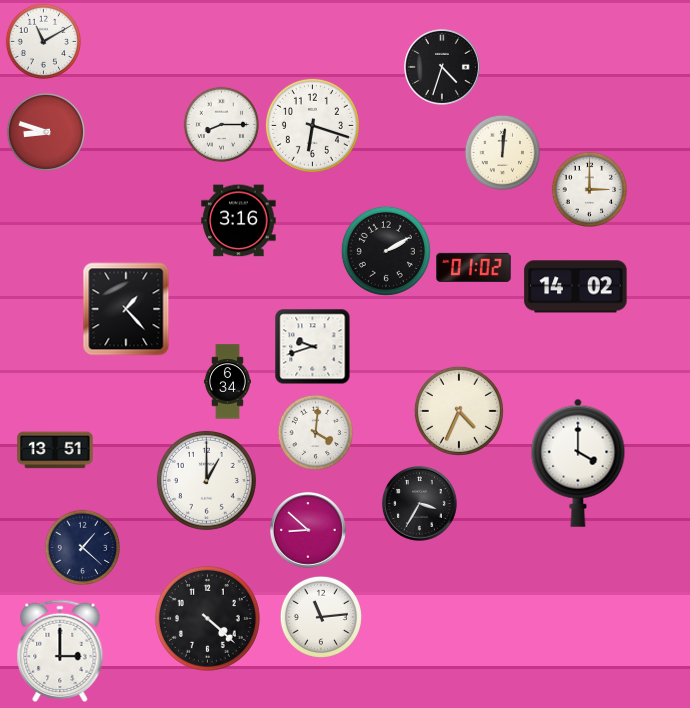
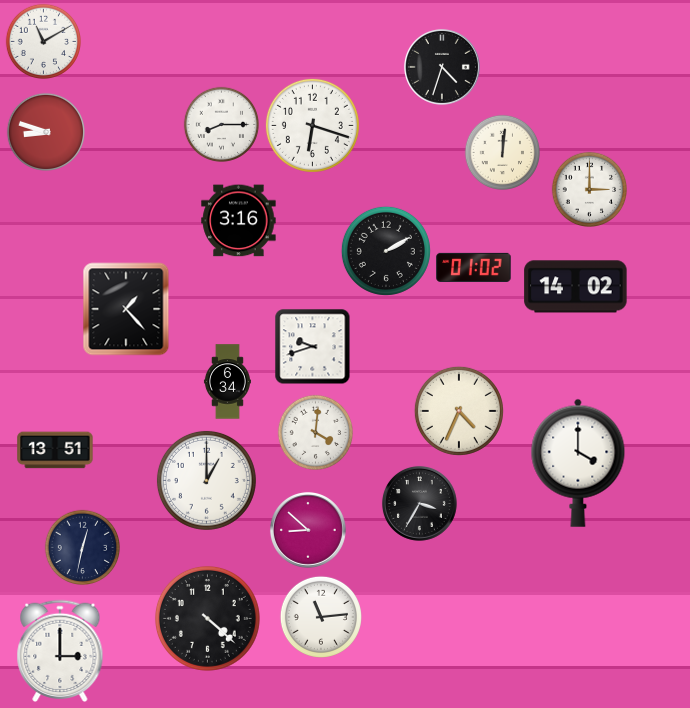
clock at (83, 548): 1:22 -> 12:32
